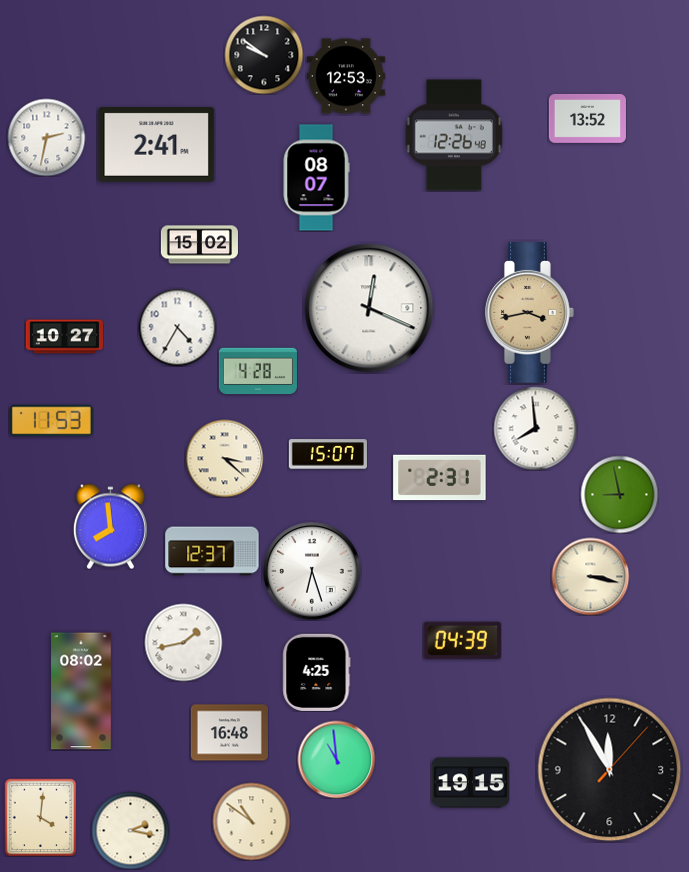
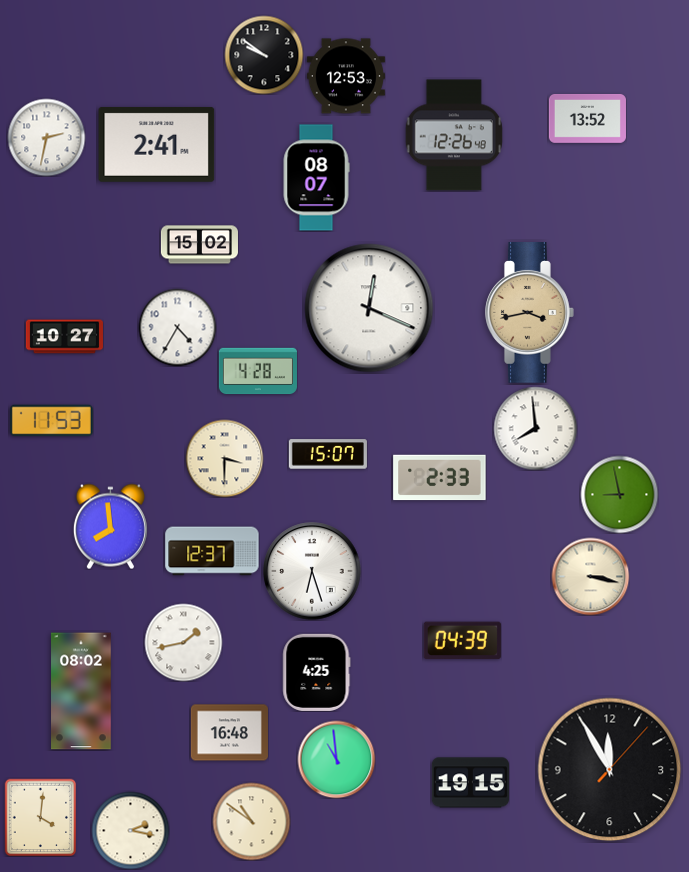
clock at (224, 458): 3:22 -> 3:30
clock at (440, 478): 2:31 -> 2:33
